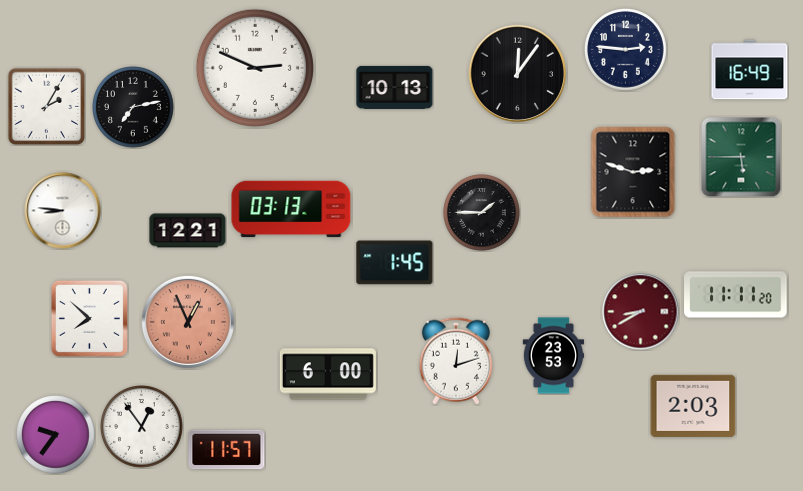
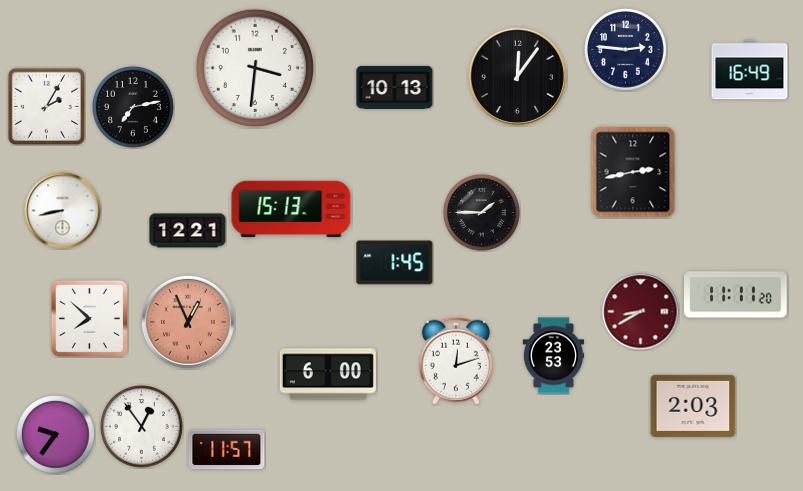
clock at (255, 68): 2:49 -> 3:31
clock at (517, 73) position: (517, 73) -> (517, 76)
clock at (741, 157): 5:45 -> none
clock at (633, 172): 2:48 -> 2:43
clock at (291, 209): 03:13 -> 15:13
clock at (63, 211): 8:46 -> 8:43
